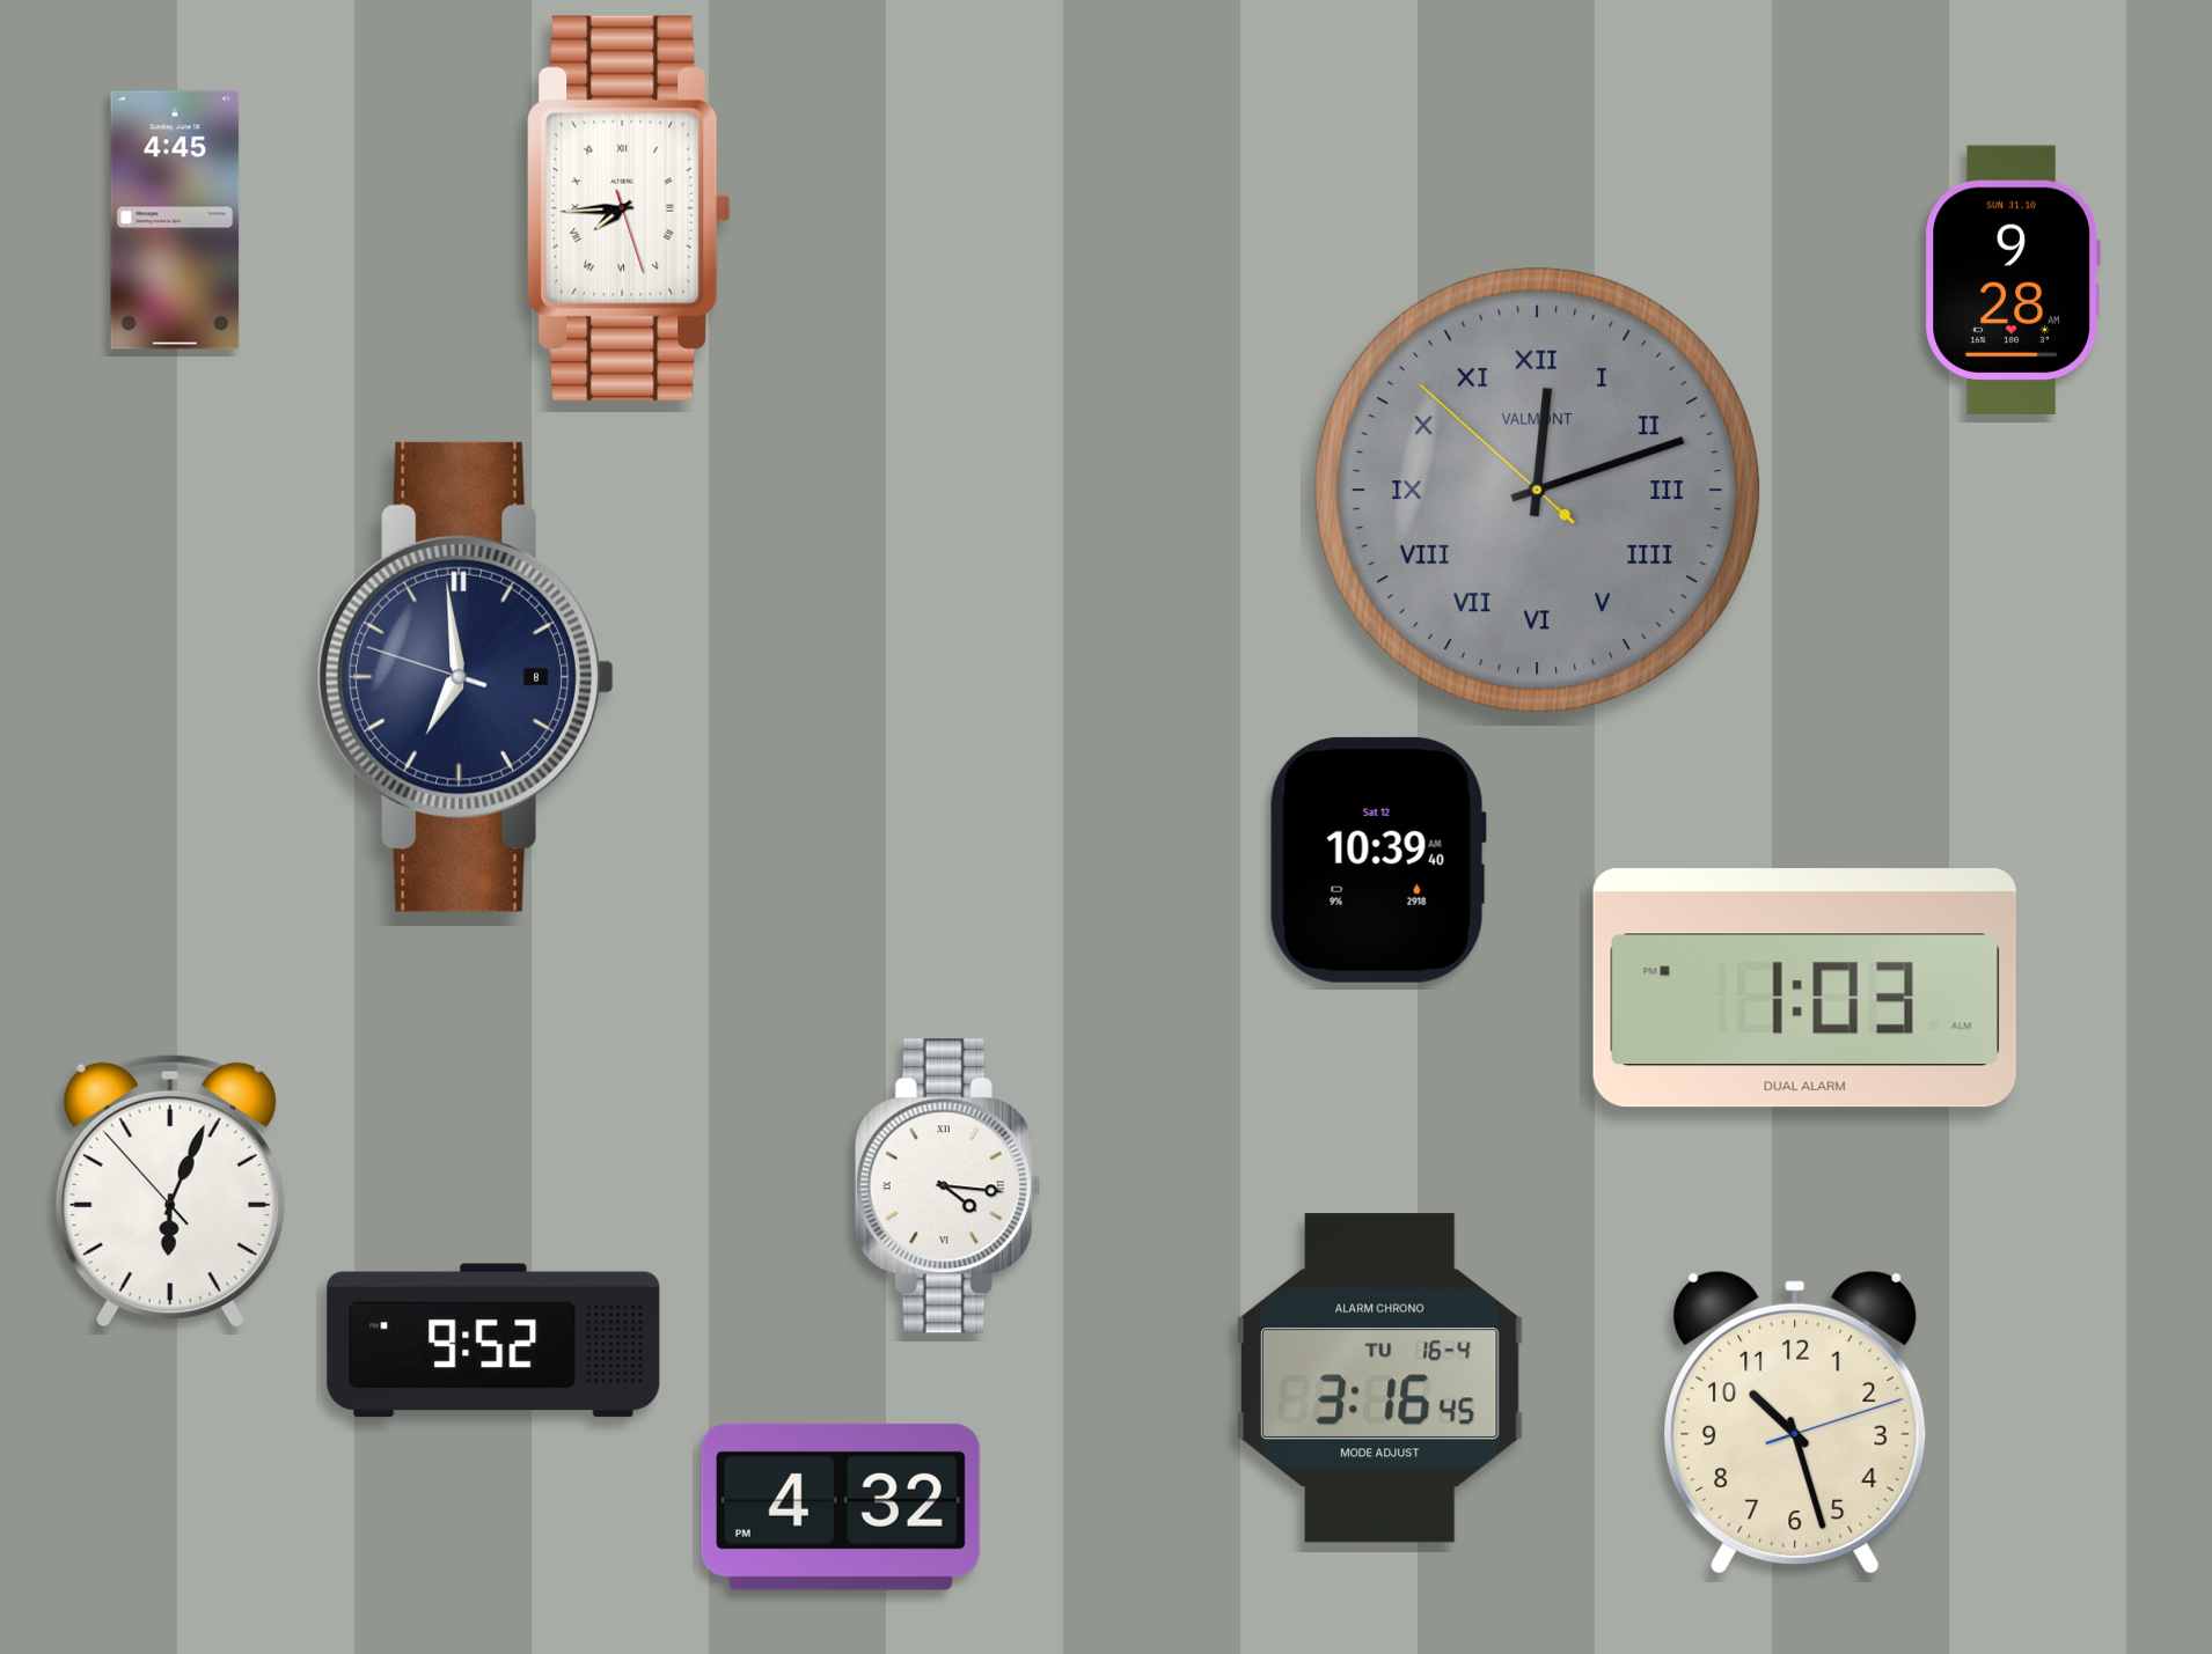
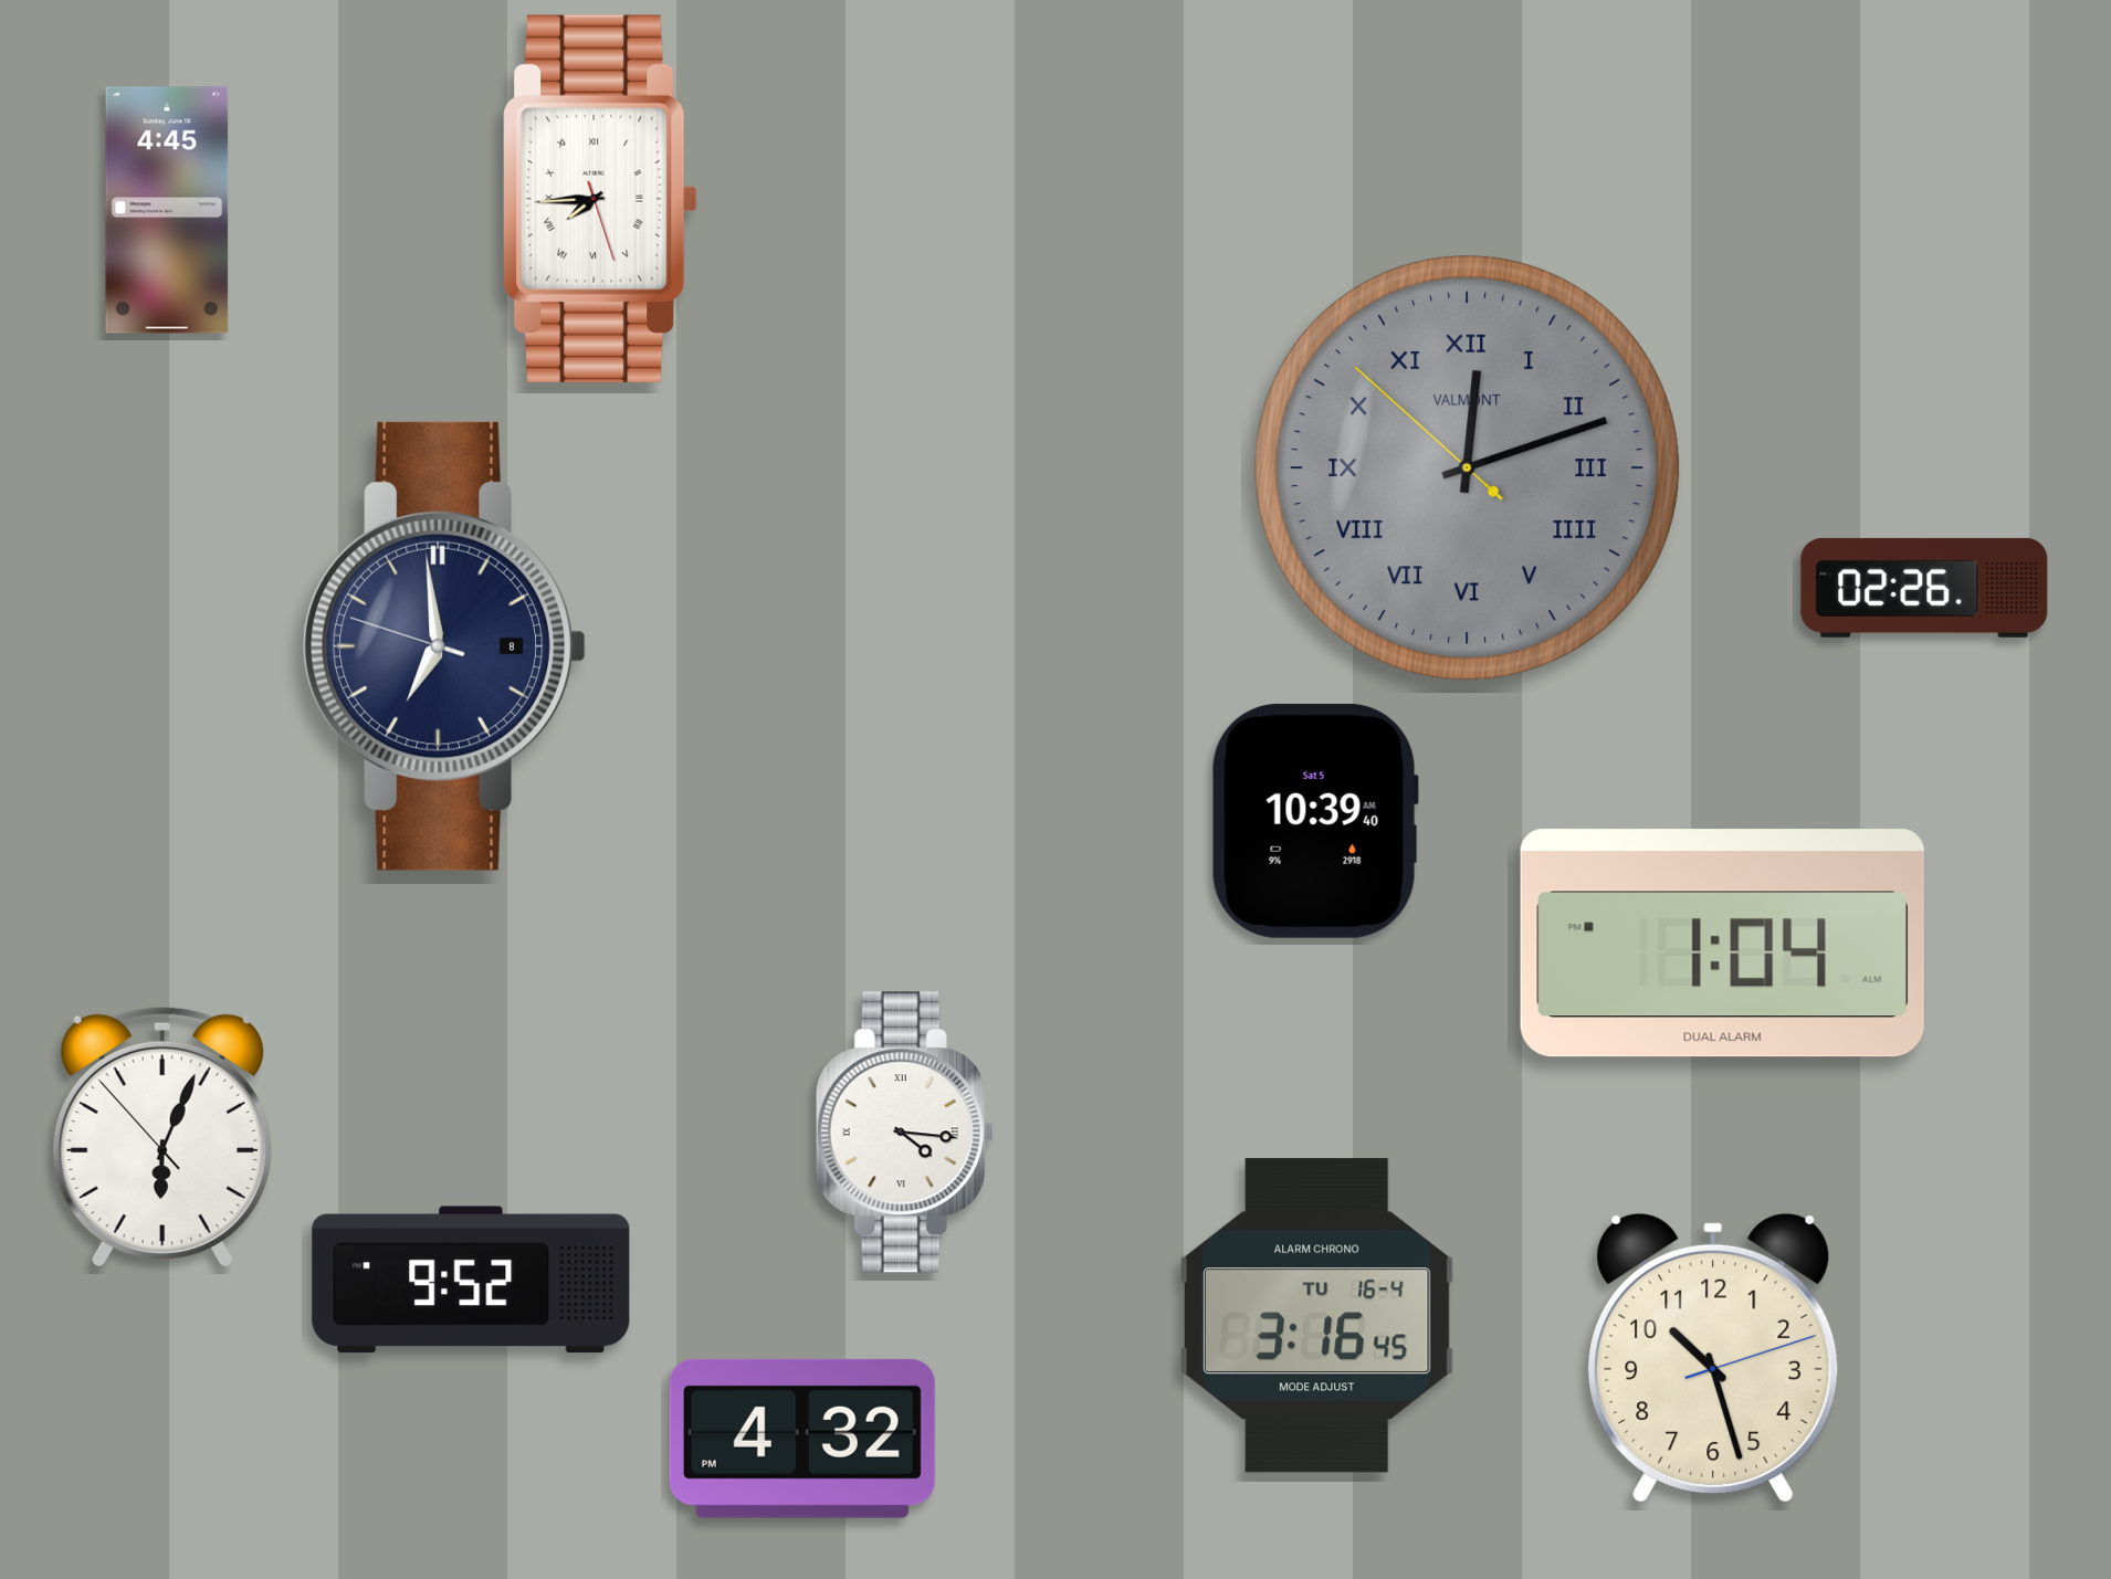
clock at (2013, 279): 9:28 -> none
clock at (1924, 588): none -> 02:26
clock at (1378, 860) date: Sat 12 -> Sat 5
clock at (1804, 988): 1:03 -> 1:04
